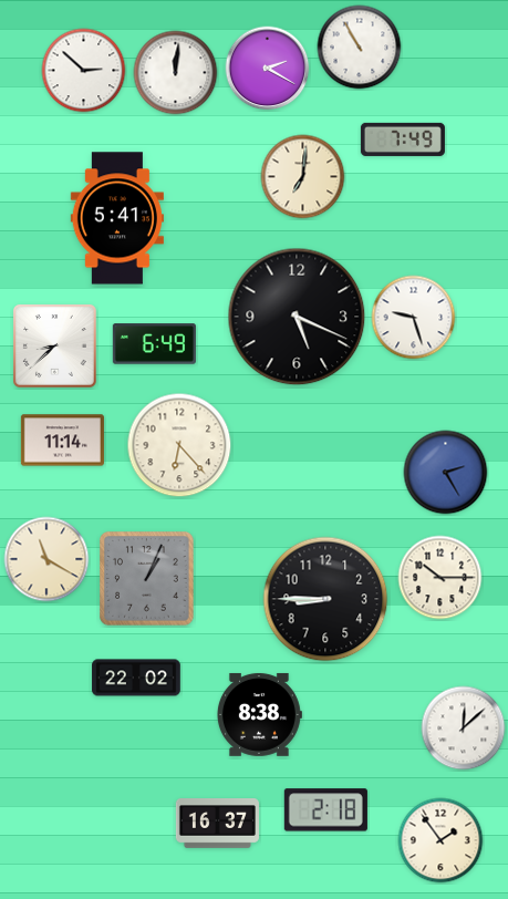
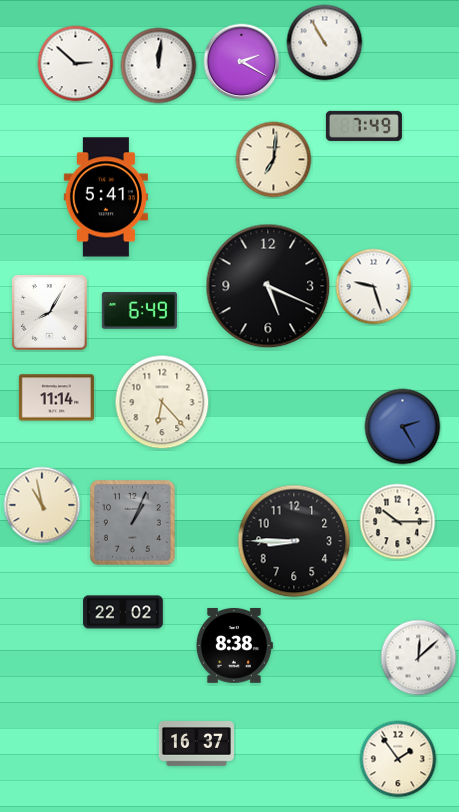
clock at (54, 345): 8:38 -> 8:05
clock at (46, 559): 11:20 -> 10:58
clock at (325, 810): 2:18 -> none
